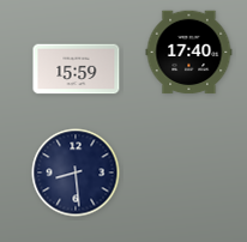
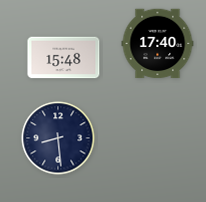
clock at (77, 69): 15:59 -> 15:48
clock at (76, 173) position: (76, 173) -> (58, 138)
